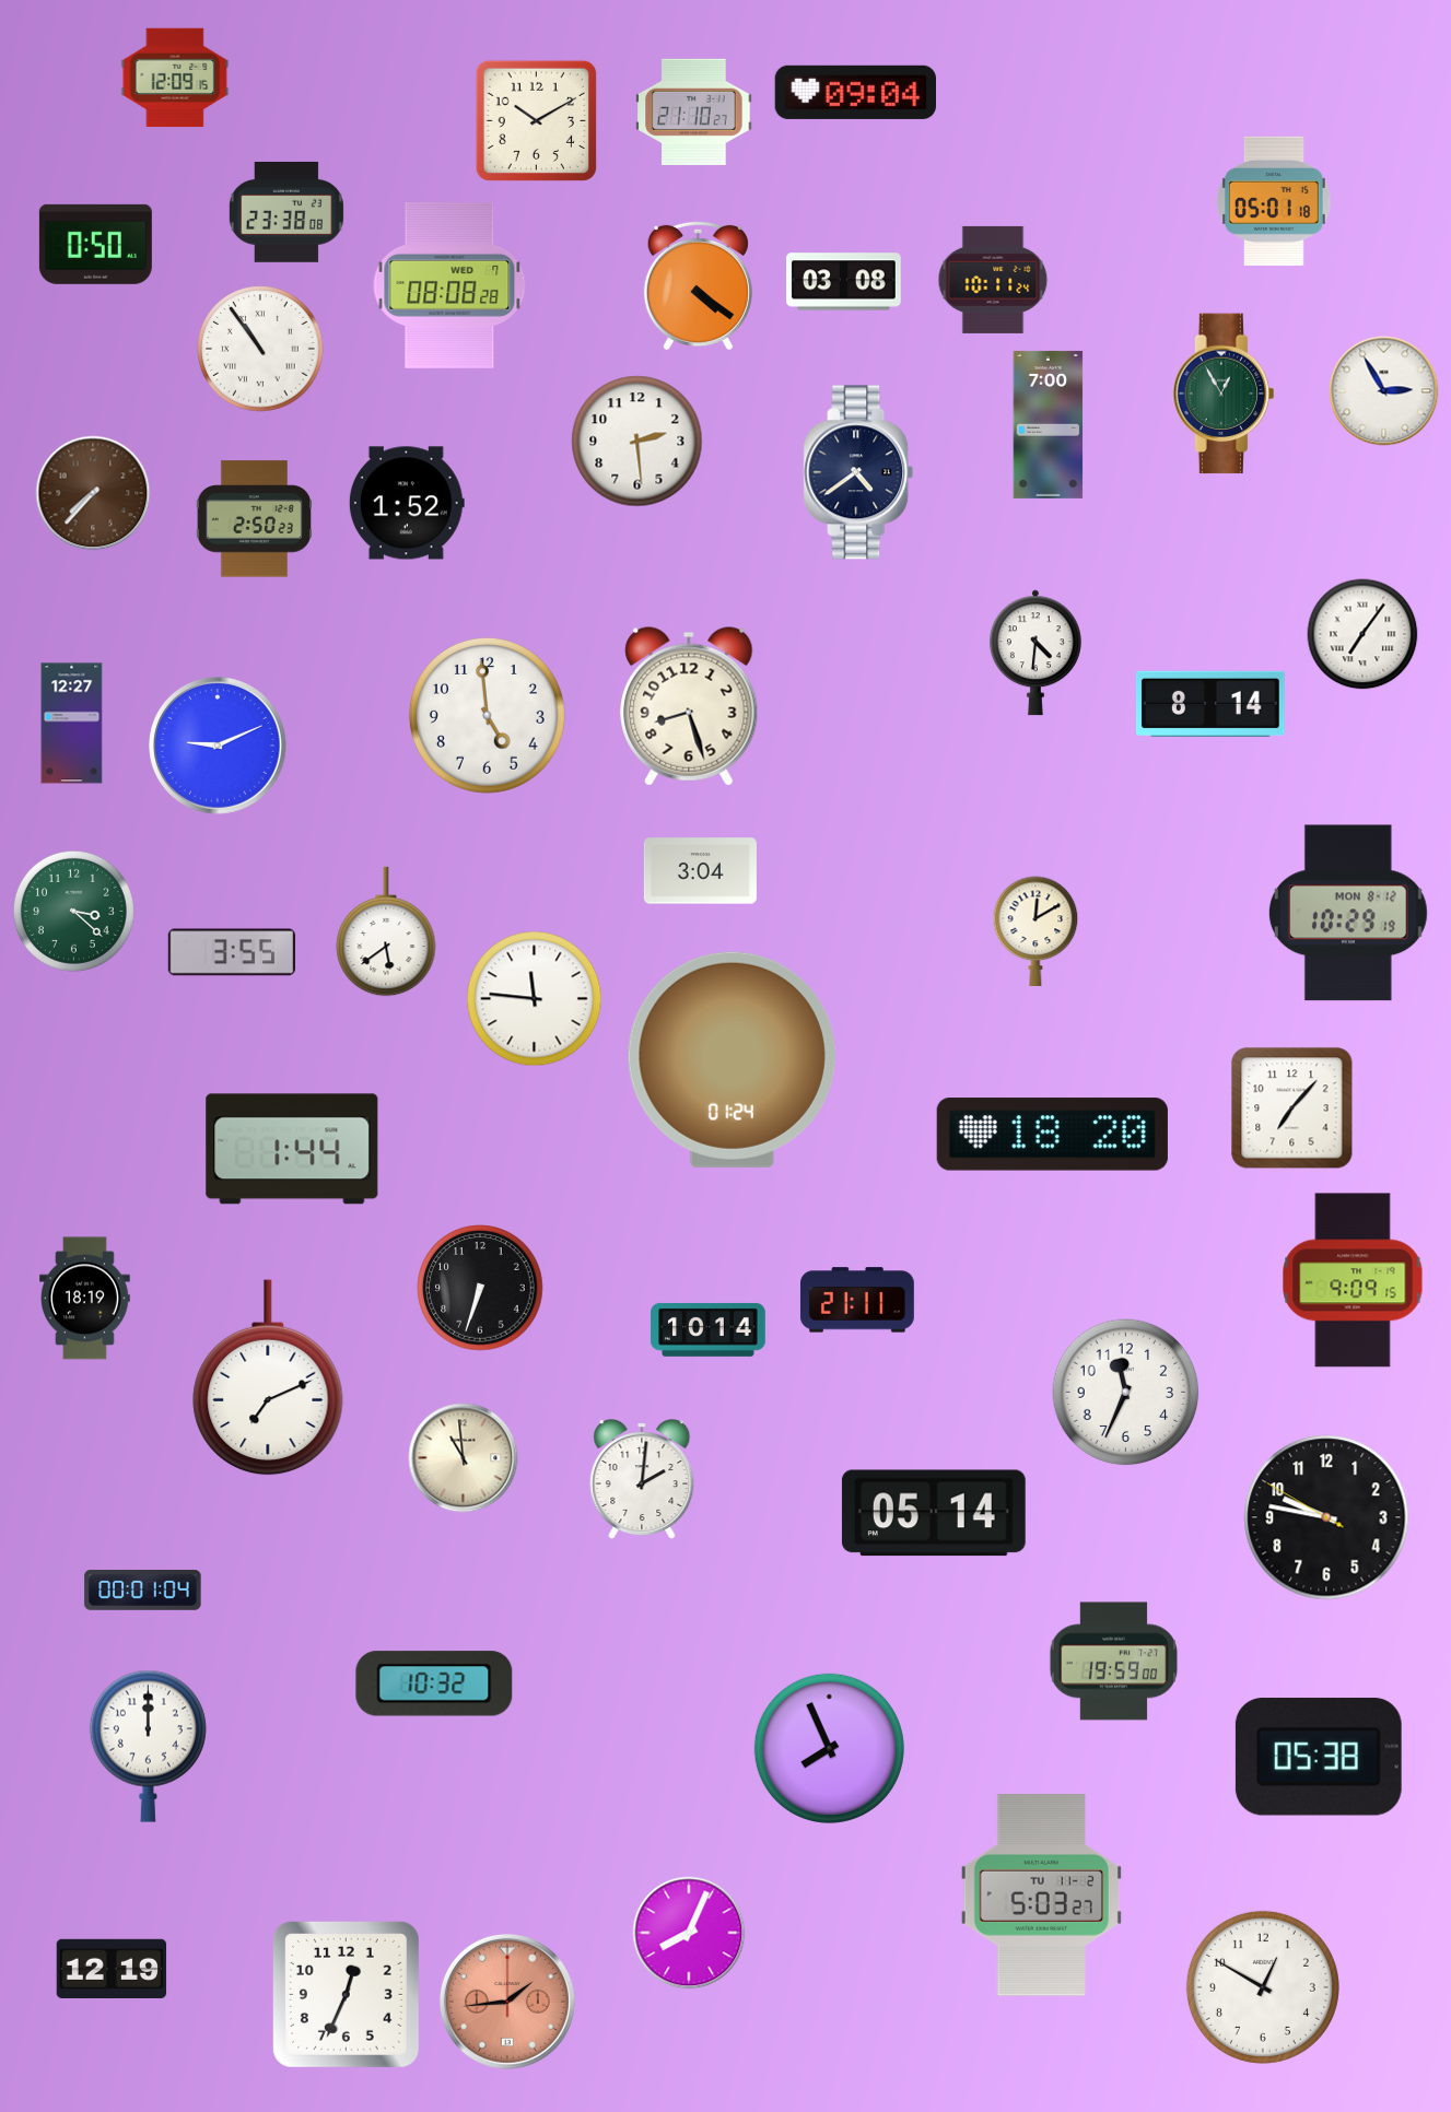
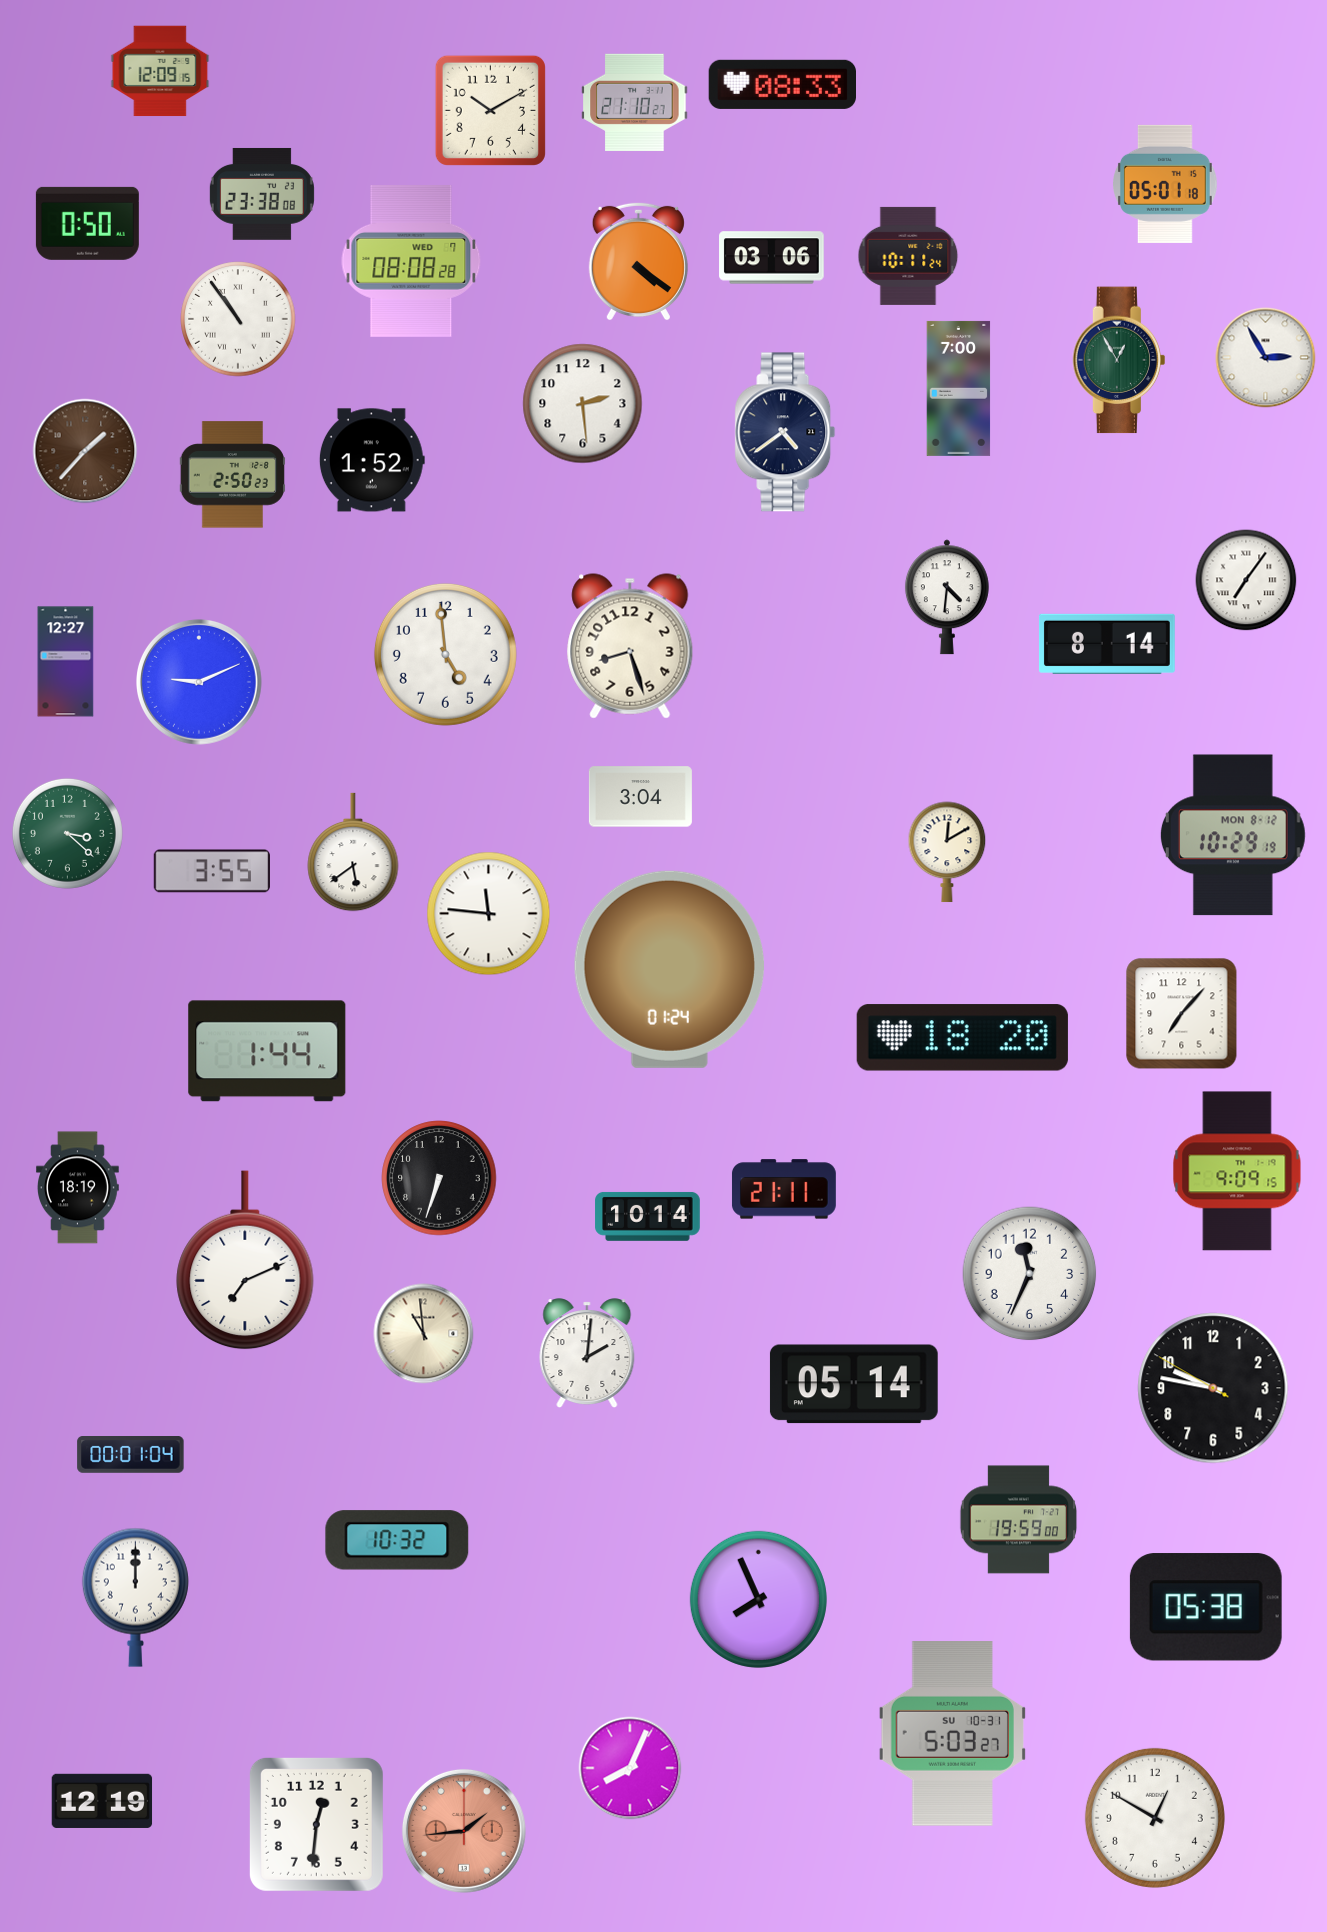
clock at (855, 92): 09:04 -> 08:33
clock at (844, 282): 03:08 -> 03:06
clock at (93, 493): 7:37 -> 1:37
clock at (1041, 1896) date: TU 11-2 -> SU 10-31
clock at (346, 1994): 12:34 -> 12:31
